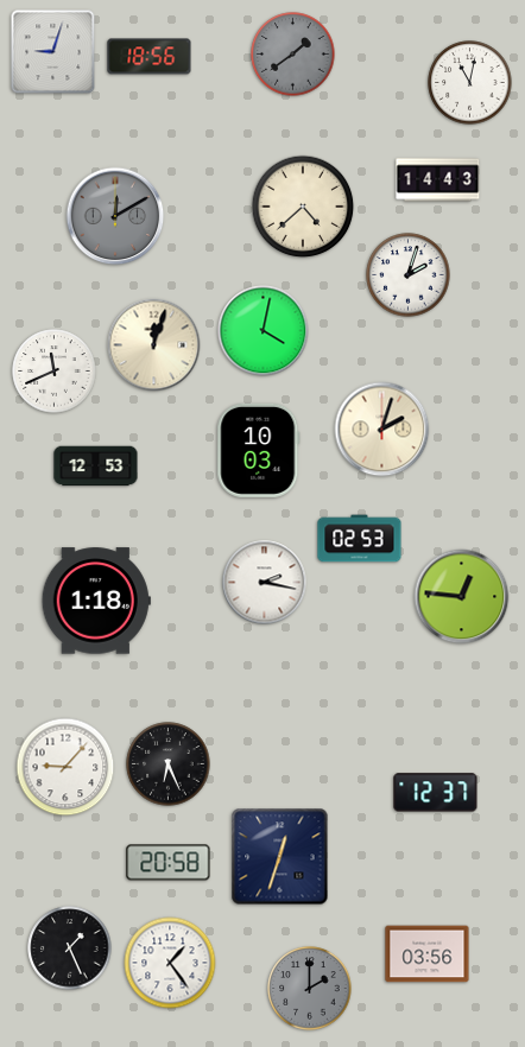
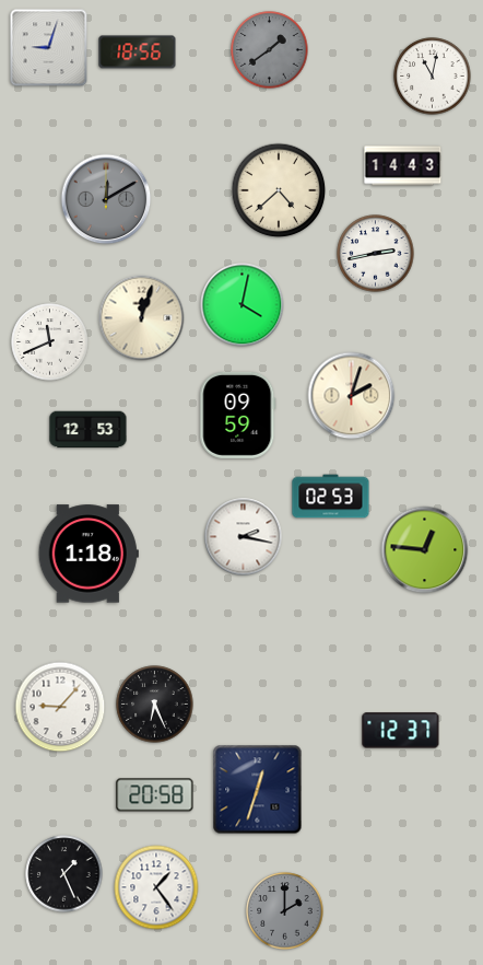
clock at (409, 275): 2:03 -> 2:43
clock at (259, 450): 10:03 -> 09:59
clock at (428, 954): 03:56 -> none
